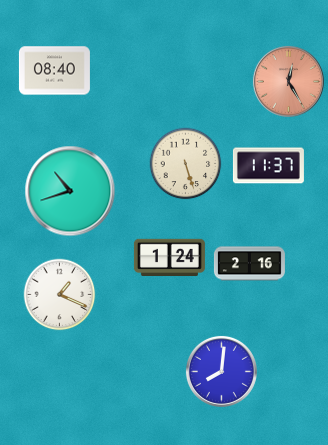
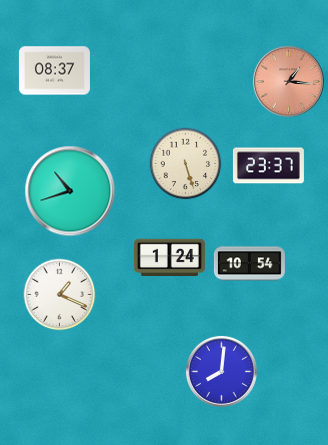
clock at (54, 71): 08:40 -> 08:37
clock at (288, 81): 12:25 -> 1:16
clock at (268, 166): 11:37 -> 23:37
clock at (249, 264): 2:16 -> 10:54
